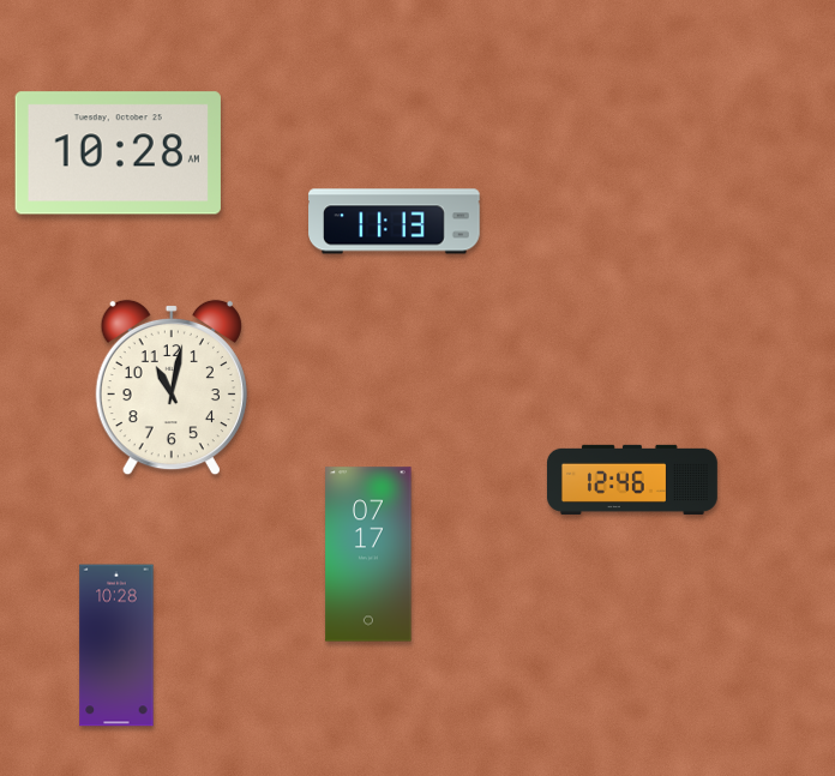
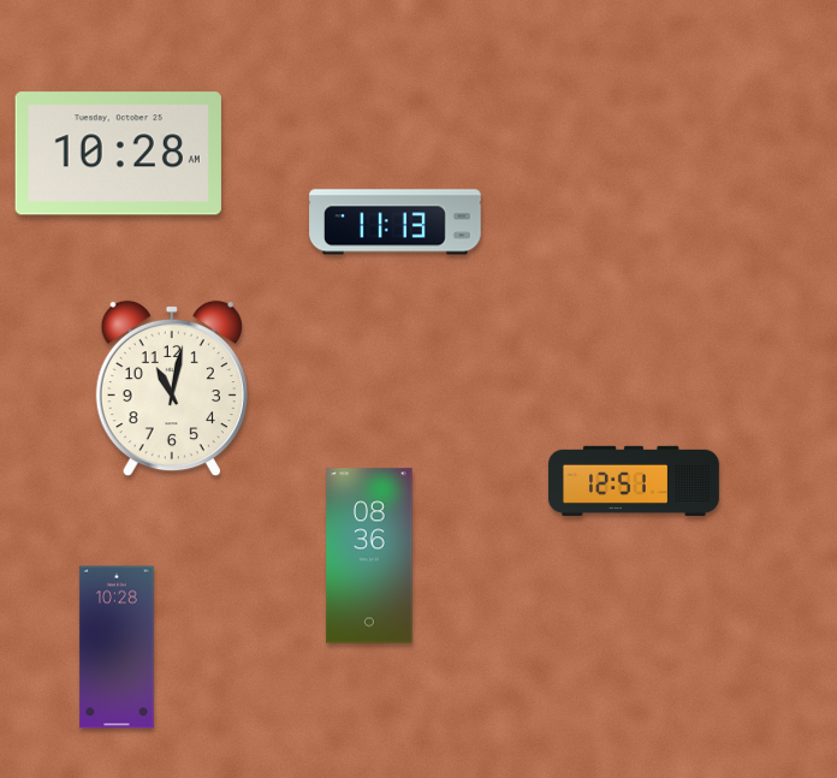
clock at (632, 480): 12:46 -> 12:51
clock at (368, 554): 07:17 -> 08:36
